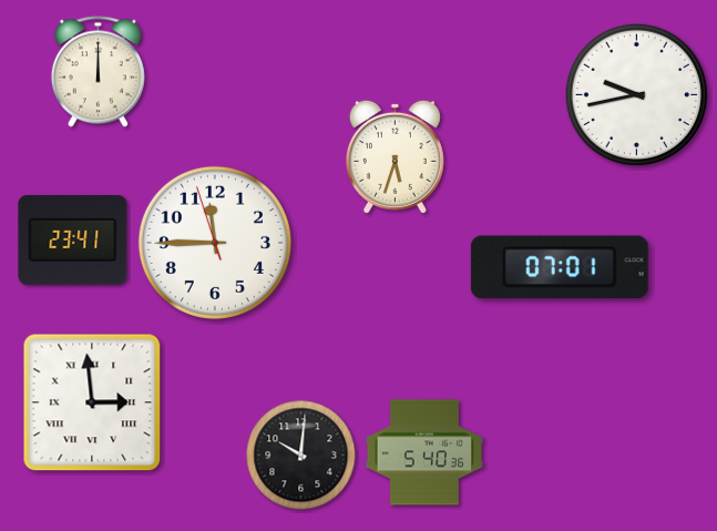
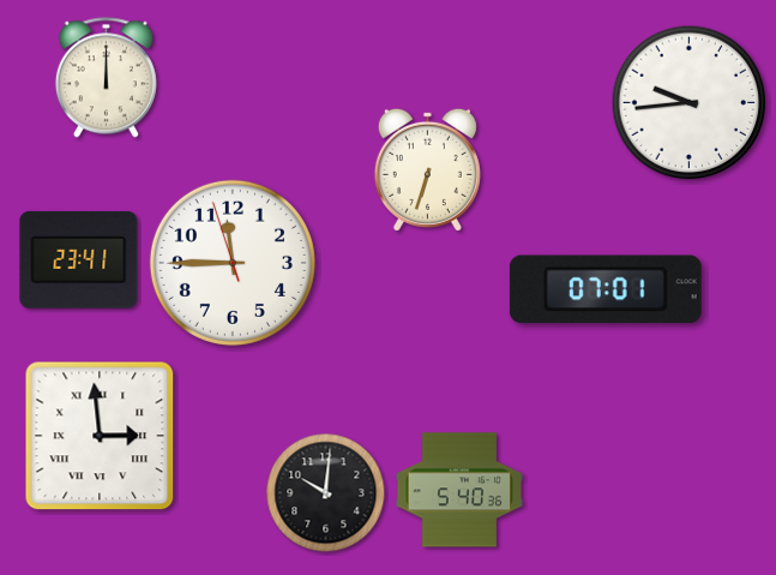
clock at (637, 95): 9:43 -> 9:44
clock at (395, 156): 5:33 -> 6:33
